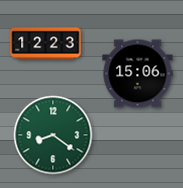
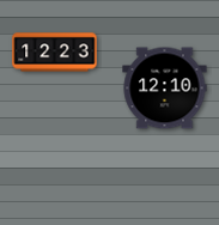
clock at (138, 74): 15:06 -> 12:10
clock at (53, 135): 8:21 -> none
